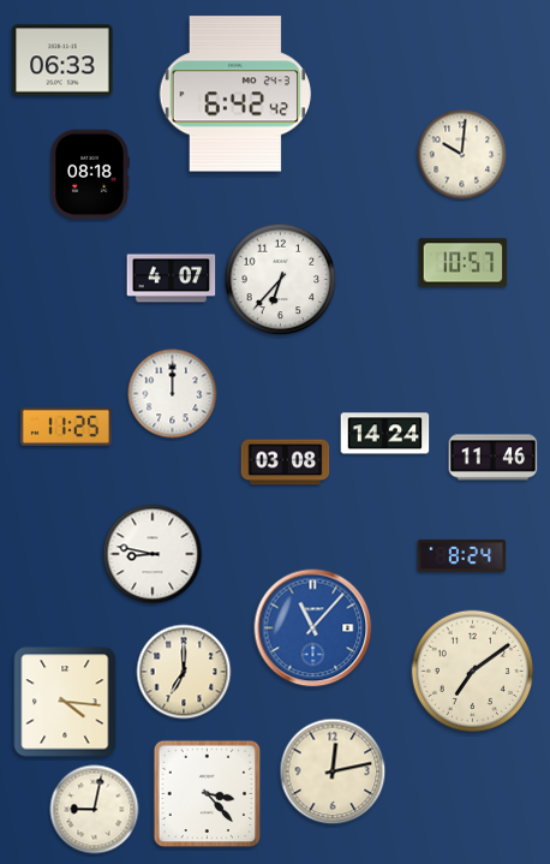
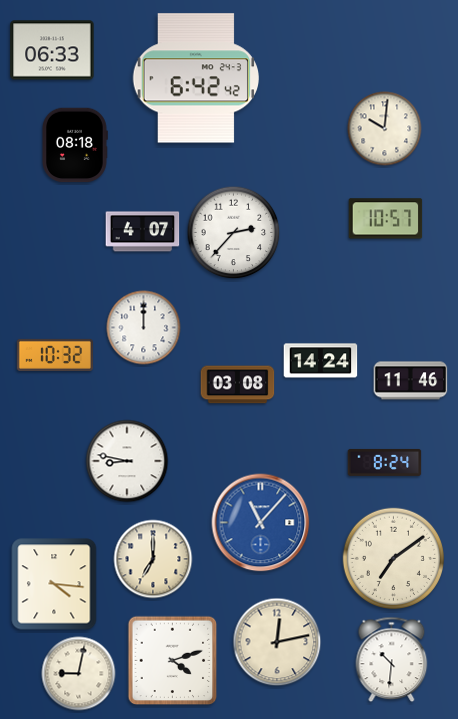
clock at (281, 280): 6:37 -> 2:37
clock at (65, 427): 11:25 -> 10:32
clock at (392, 660): none -> 10:31
clock at (208, 794): 3:23 -> 4:12
